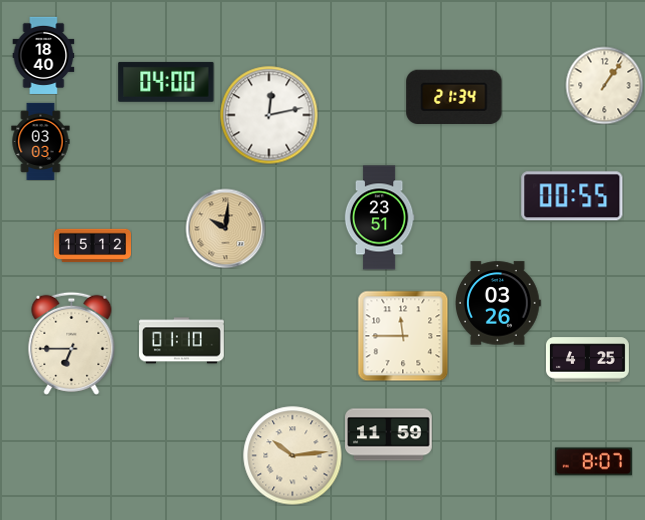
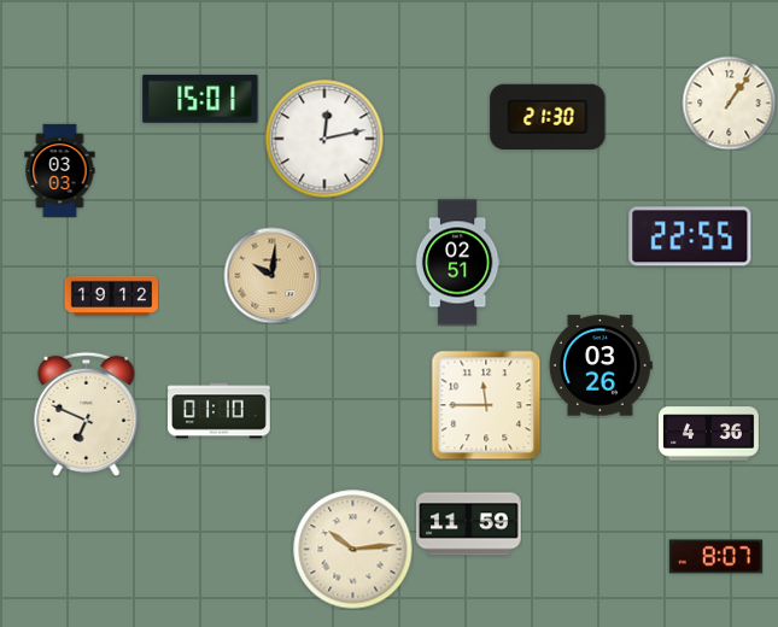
clock at (44, 55): 18:40 -> none
clock at (166, 82): 04:00 -> 15:01
clock at (454, 96): 21:34 -> 21:30
clock at (41, 141) position: (41, 141) -> (60, 170)
clock at (572, 196): 00:55 -> 22:55
clock at (379, 218): 23:51 -> 02:51
clock at (92, 246): 15:12 -> 19:12
clock at (72, 343): 6:45 -> 6:49
clock at (587, 360): 4:25 -> 4:36
